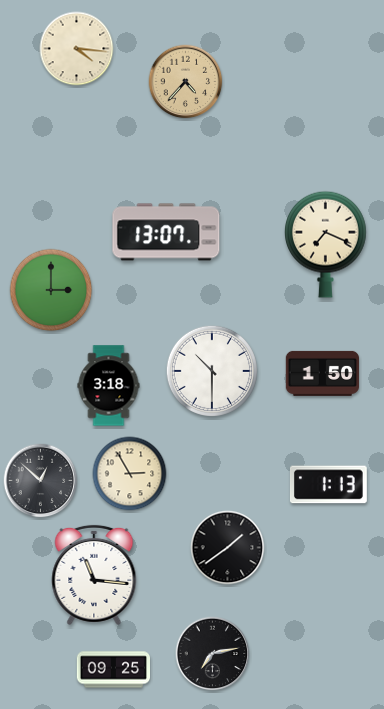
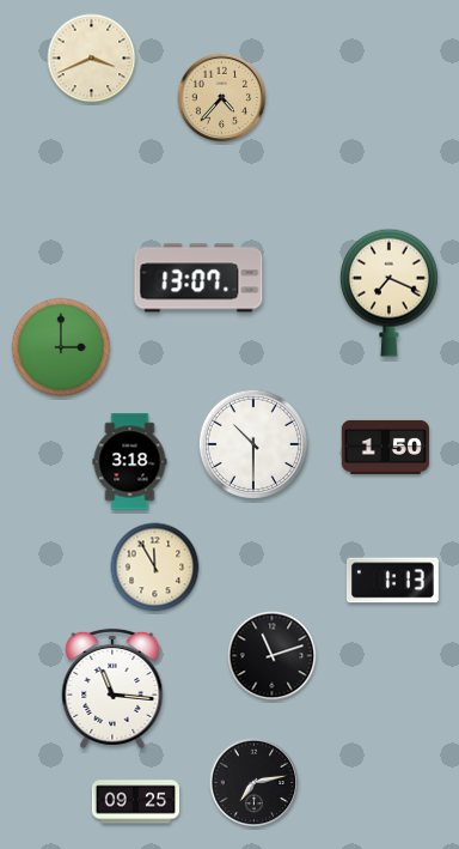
clock at (77, 49): 4:16 -> 3:41
clock at (130, 474): 2:55 -> 11:55
clock at (41, 481): 12:52 -> none
clock at (228, 548): 1:39 -> 11:12
